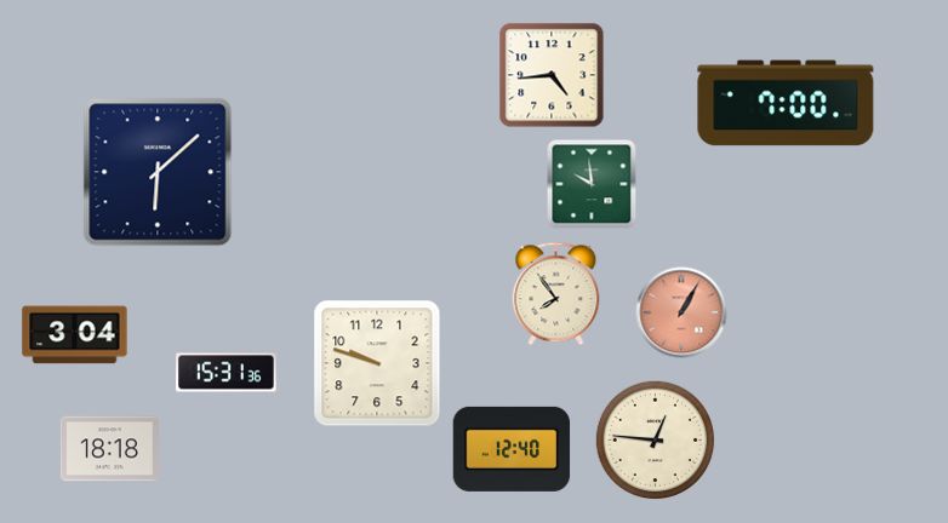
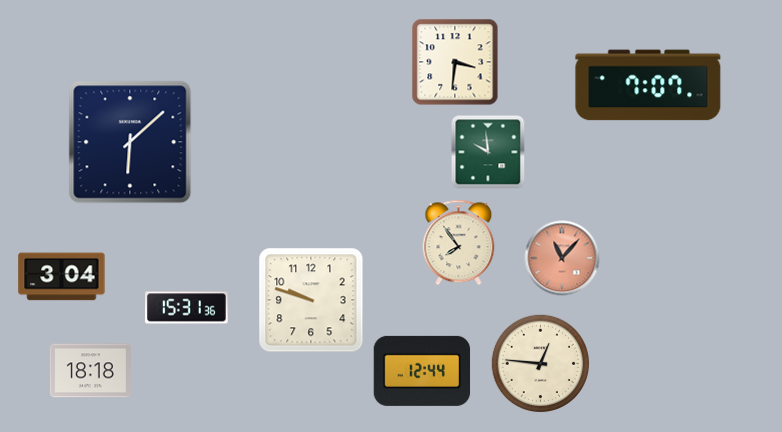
clock at (552, 75): 4:44 -> 3:31
clock at (786, 103): 7:00 -> 7:07
clock at (681, 312): 1:05 -> 11:07
clock at (512, 449): 12:40 -> 12:44
